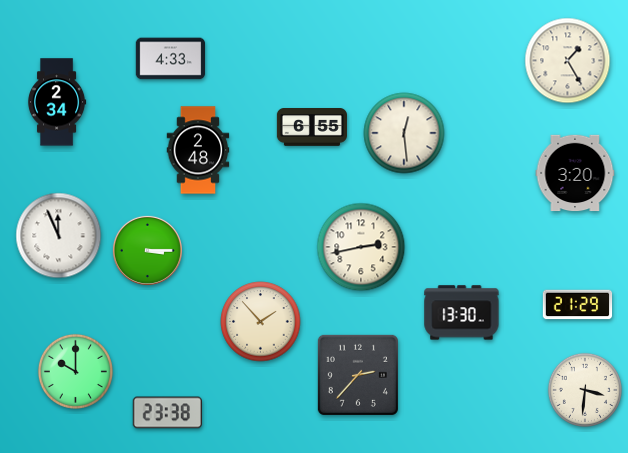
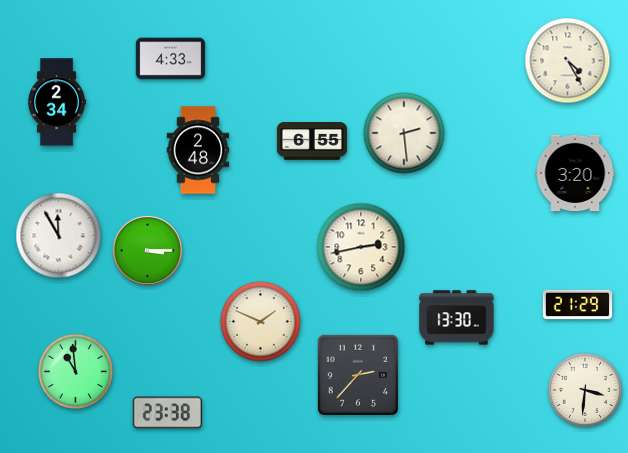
clock at (568, 61): 1:25 -> 4:25
clock at (312, 128) position: (312, 128) -> (312, 142)
clock at (404, 133): 12:29 -> 2:29
clock at (59, 236): 11:56 -> 11:55
clock at (462, 313) position: (462, 313) -> (457, 318)
clock at (261, 322): 1:53 -> 1:49
clock at (75, 371): 10:00 -> 10:59
